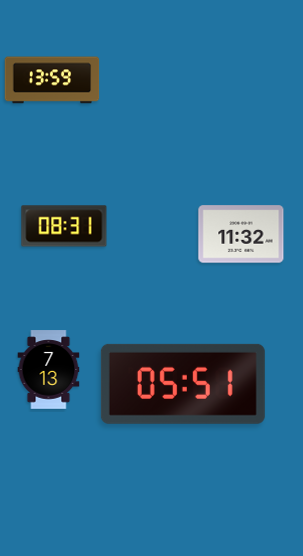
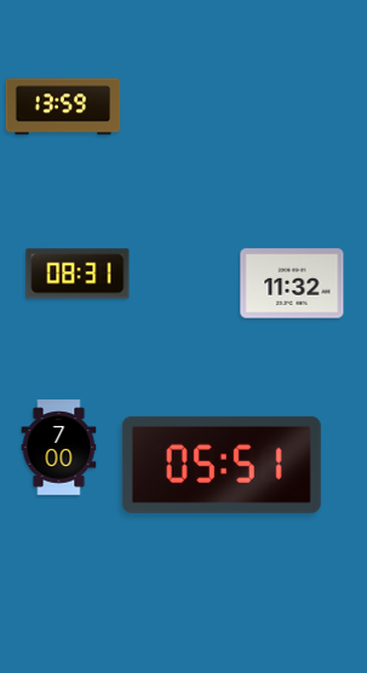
clock at (52, 80) position: (52, 80) -> (63, 107)
clock at (49, 370): 7:13 -> 7:00
